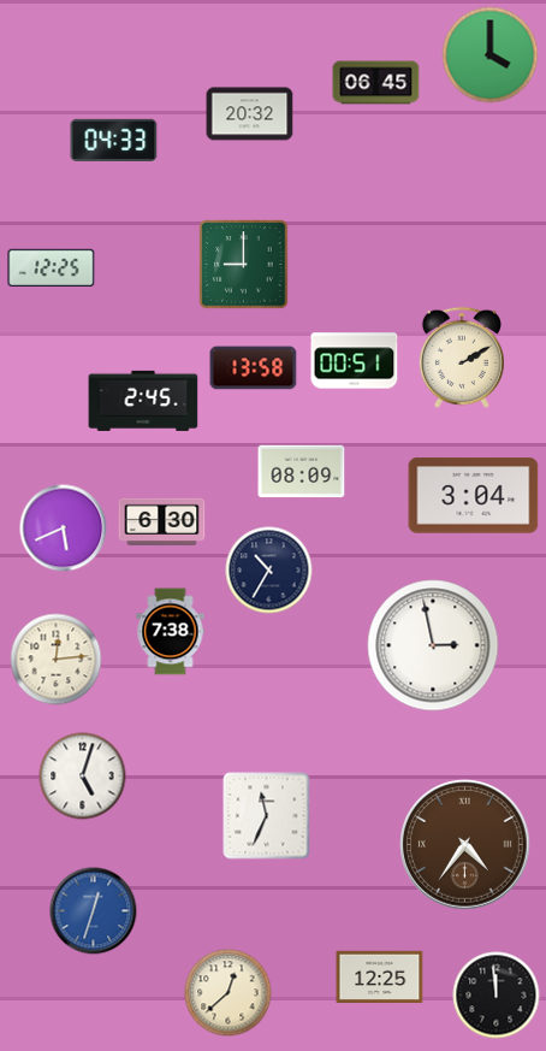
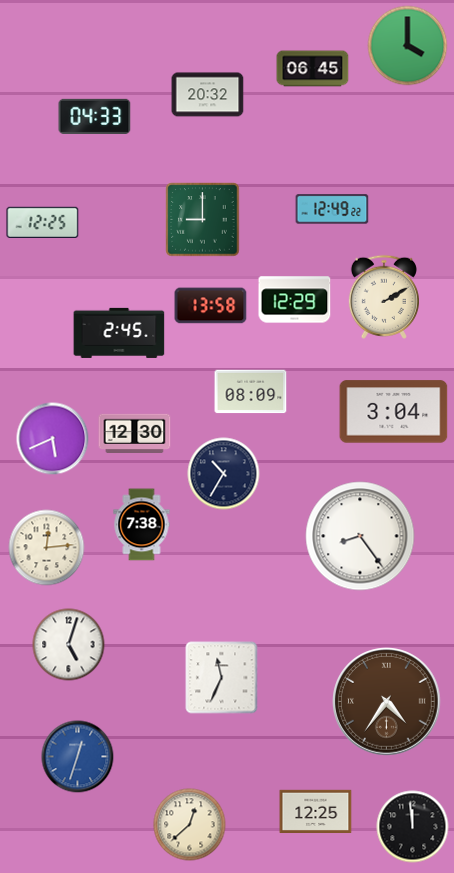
clock at (332, 209): none -> 12:49
clock at (355, 361): 00:51 -> 12:29
clock at (162, 521): 6:30 -> 12:30
clock at (433, 645): 2:58 -> 8:24
